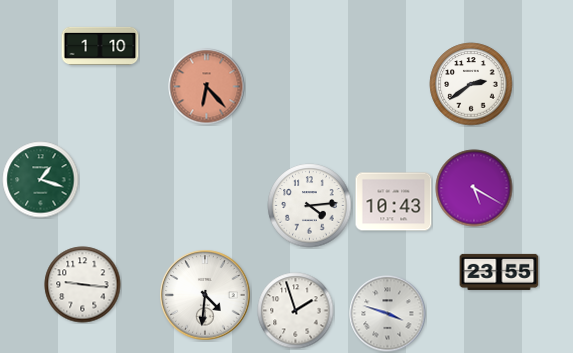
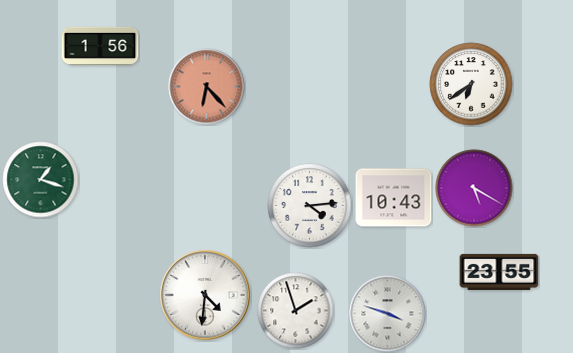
clock at (100, 46): 1:10 -> 1:56
clock at (471, 84): 2:39 -> 6:39
clock at (394, 202) position: (394, 202) -> (394, 198)
clock at (83, 285): 9:16 -> none
